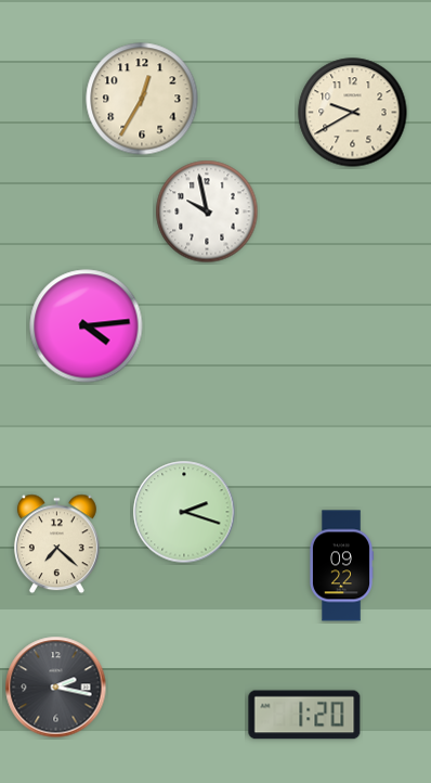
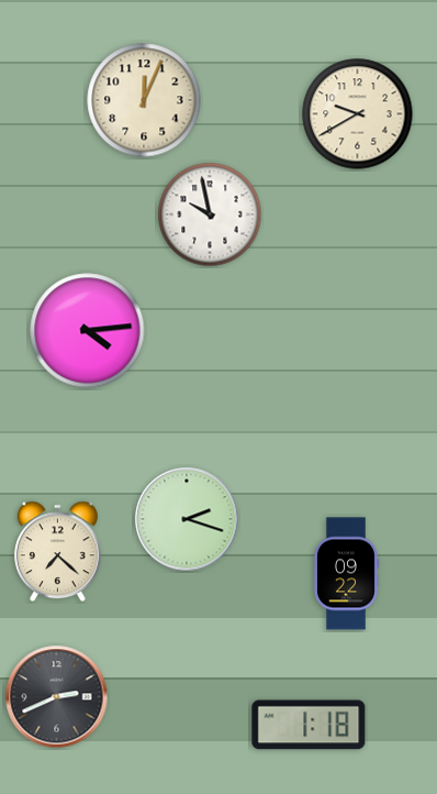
clock at (142, 99): 12:35 -> 12:04
clock at (56, 688): 2:17 -> 2:41
clock at (304, 715): 1:20 -> 1:18
